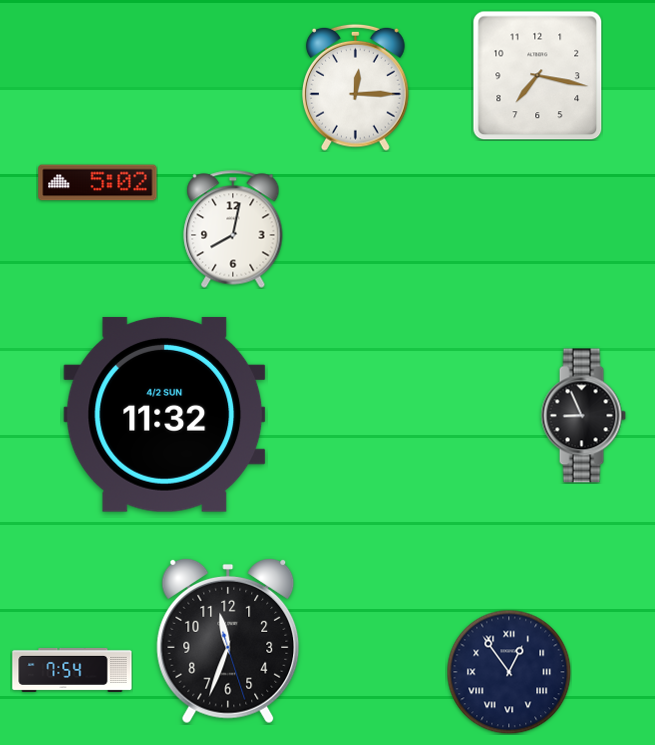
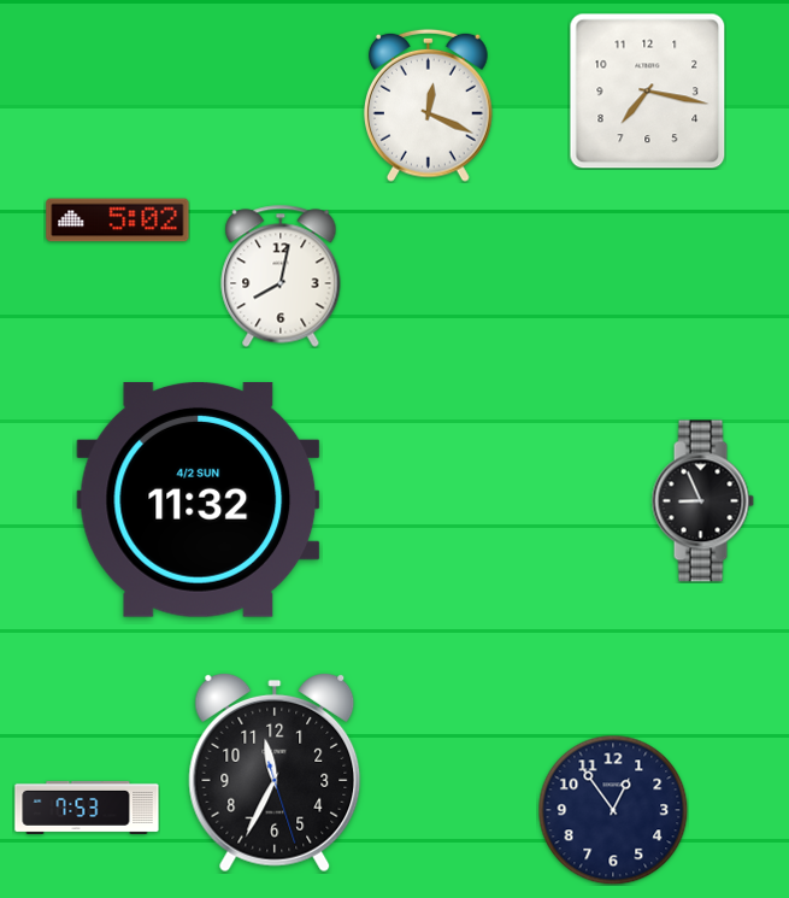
clock at (356, 87): 12:15 -> 12:19
clock at (228, 641): 11:33 -> 11:34
clock at (72, 670): 7:54 -> 7:53
clock at (509, 672) numerals: Roman -> Arabic
